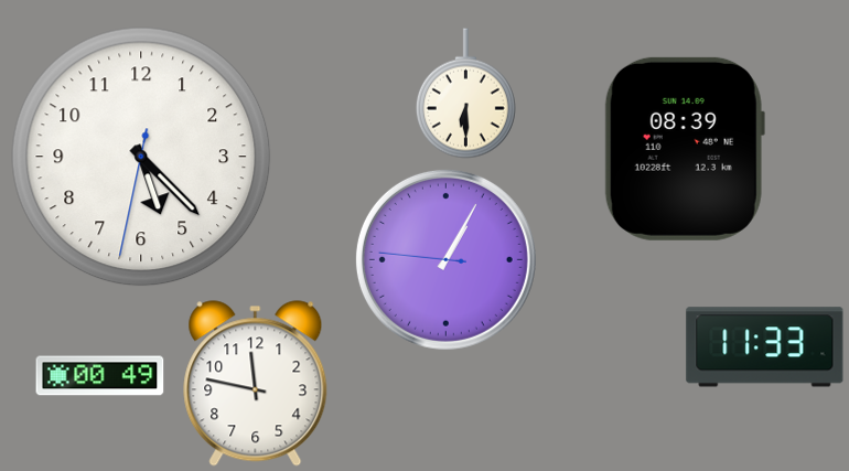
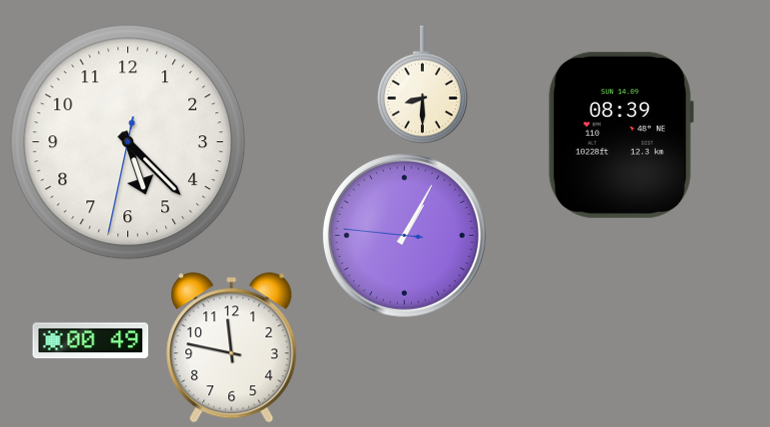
clock at (465, 94): 6:30 -> 8:30
clock at (765, 347): 11:33 -> none
